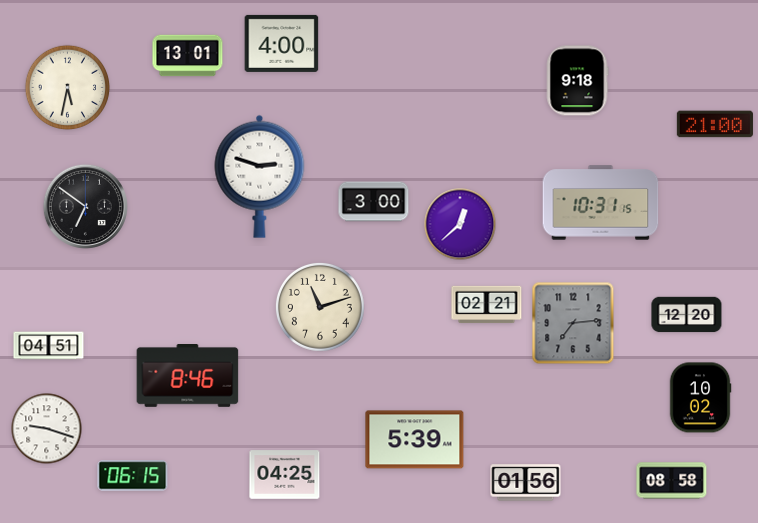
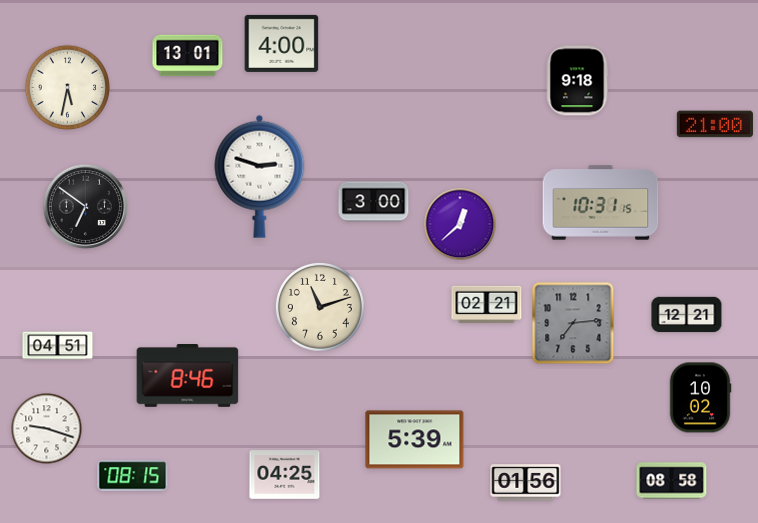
clock at (687, 315): 12:20 -> 12:21
clock at (49, 346) position: (49, 346) -> (58, 346)
clock at (133, 476): 06:15 -> 08:15
